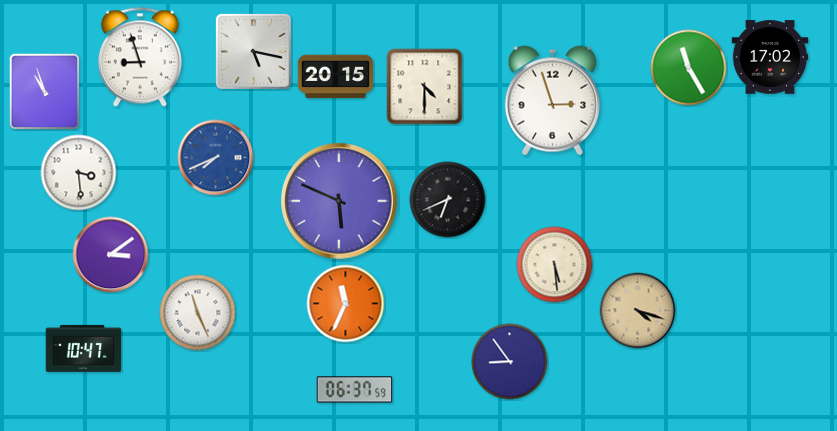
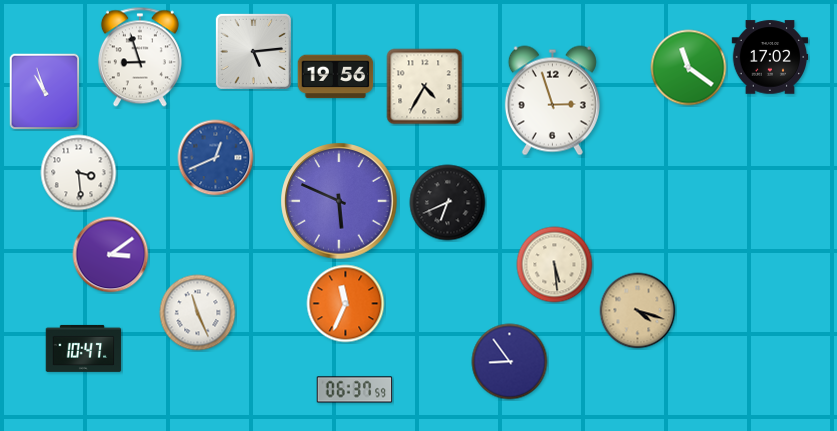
clock at (253, 51): 5:17 -> 5:14
clock at (689, 68): 11:25 -> 11:21
clock at (336, 77): 20:15 -> 19:56
clock at (425, 87): 4:30 -> 4:35
clock at (216, 158): 7:41 -> 12:41
clock at (448, 200) position: (448, 200) -> (448, 203)
